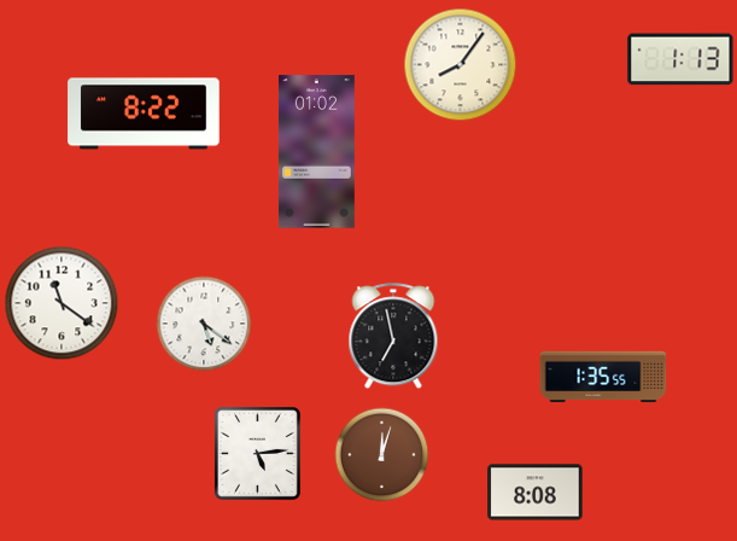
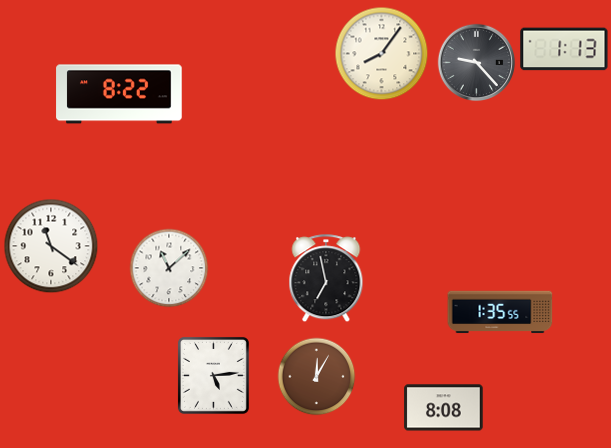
clock at (476, 62): none -> 9:23
clock at (316, 152): 01:02 -> none
clock at (62, 303) position: (62, 303) -> (51, 246)
clock at (204, 324): 5:21 -> 11:08
clock at (381, 454): 12:03 -> 12:05
